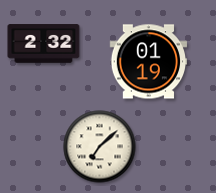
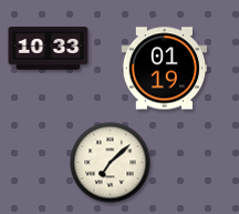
clock at (44, 44): 2:32 -> 10:33
